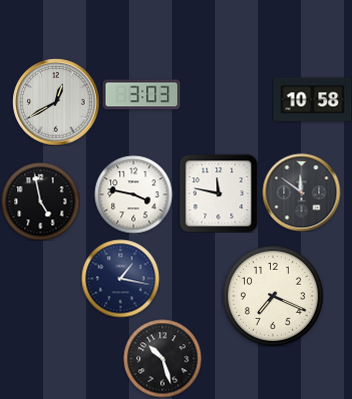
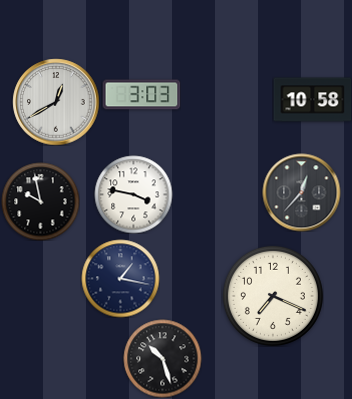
clock at (301, 192): 11:51 -> 12:37
clock at (218, 193): 11:47 -> none
clock at (40, 201): 4:58 -> 9:58
